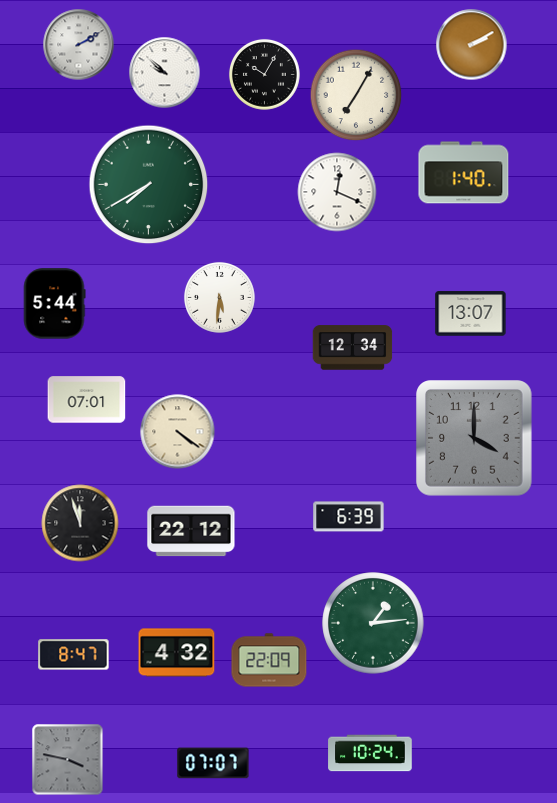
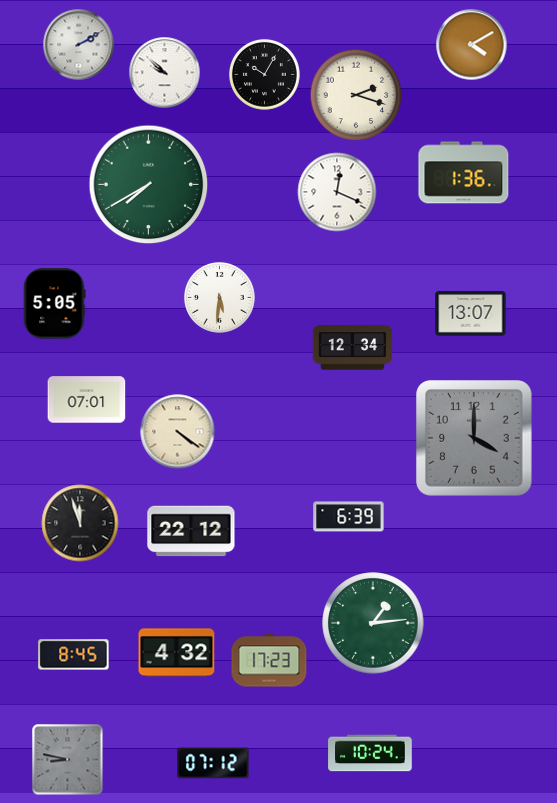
clock at (472, 45): 2:10 -> 4:10
clock at (356, 95): 7:05 -> 2:18
clock at (464, 173): 1:40 -> 1:36
clock at (54, 304): 5:44 -> 5:05
clock at (74, 655): 8:47 -> 8:45
clock at (269, 660): 22:09 -> 17:23
clock at (68, 760): 3:47 -> 8:47
clock at (213, 763): 07:07 -> 07:12
